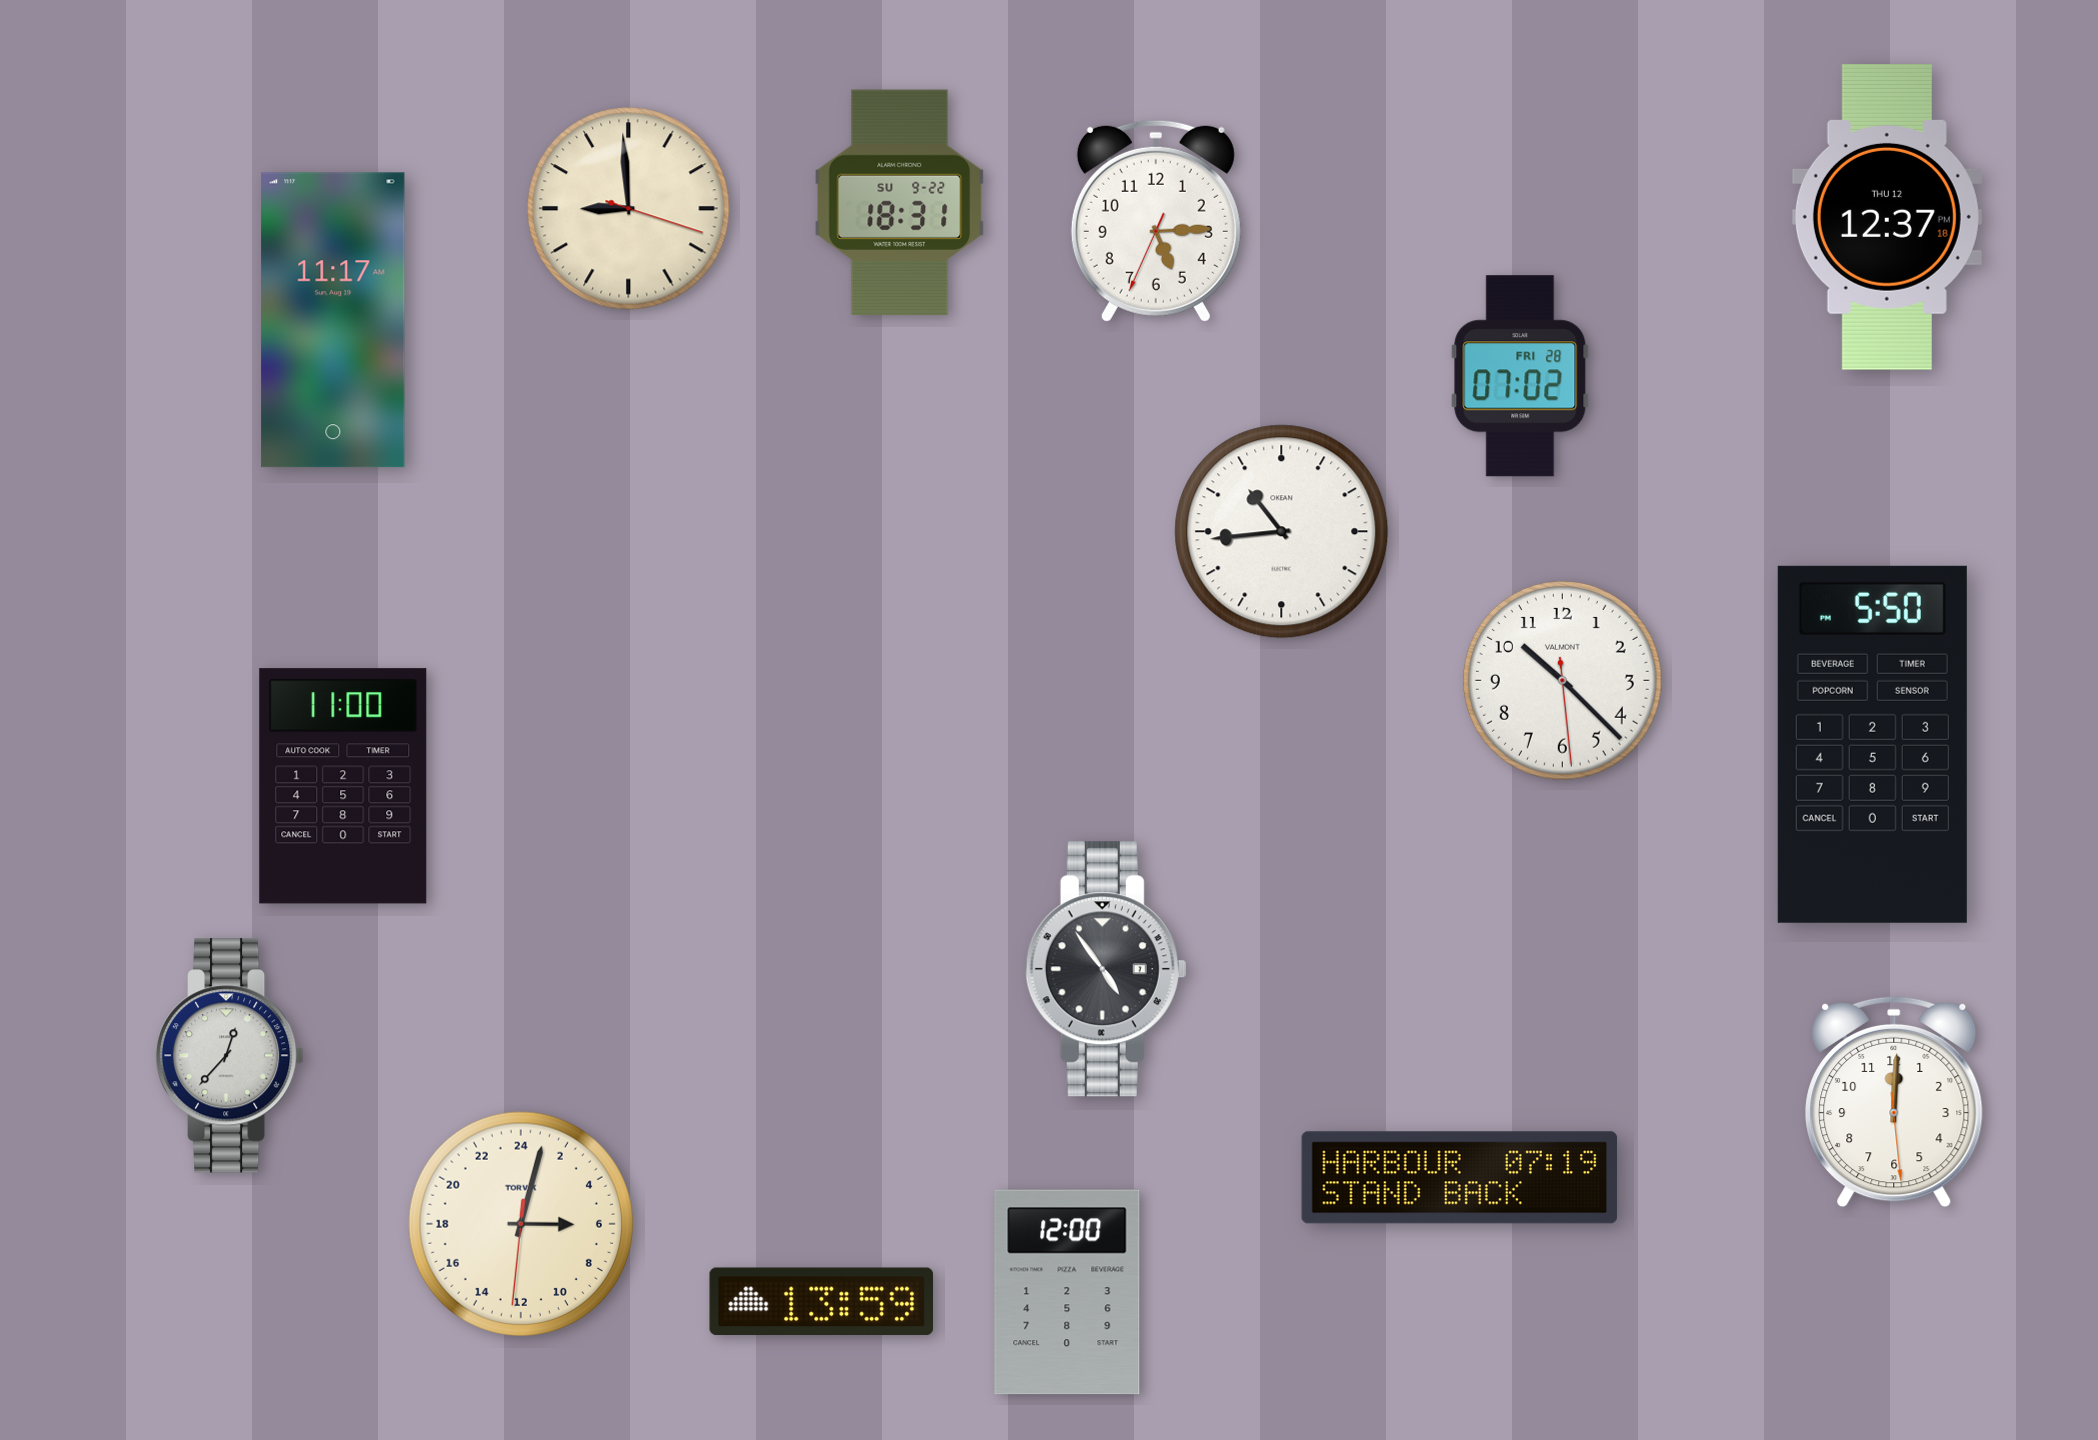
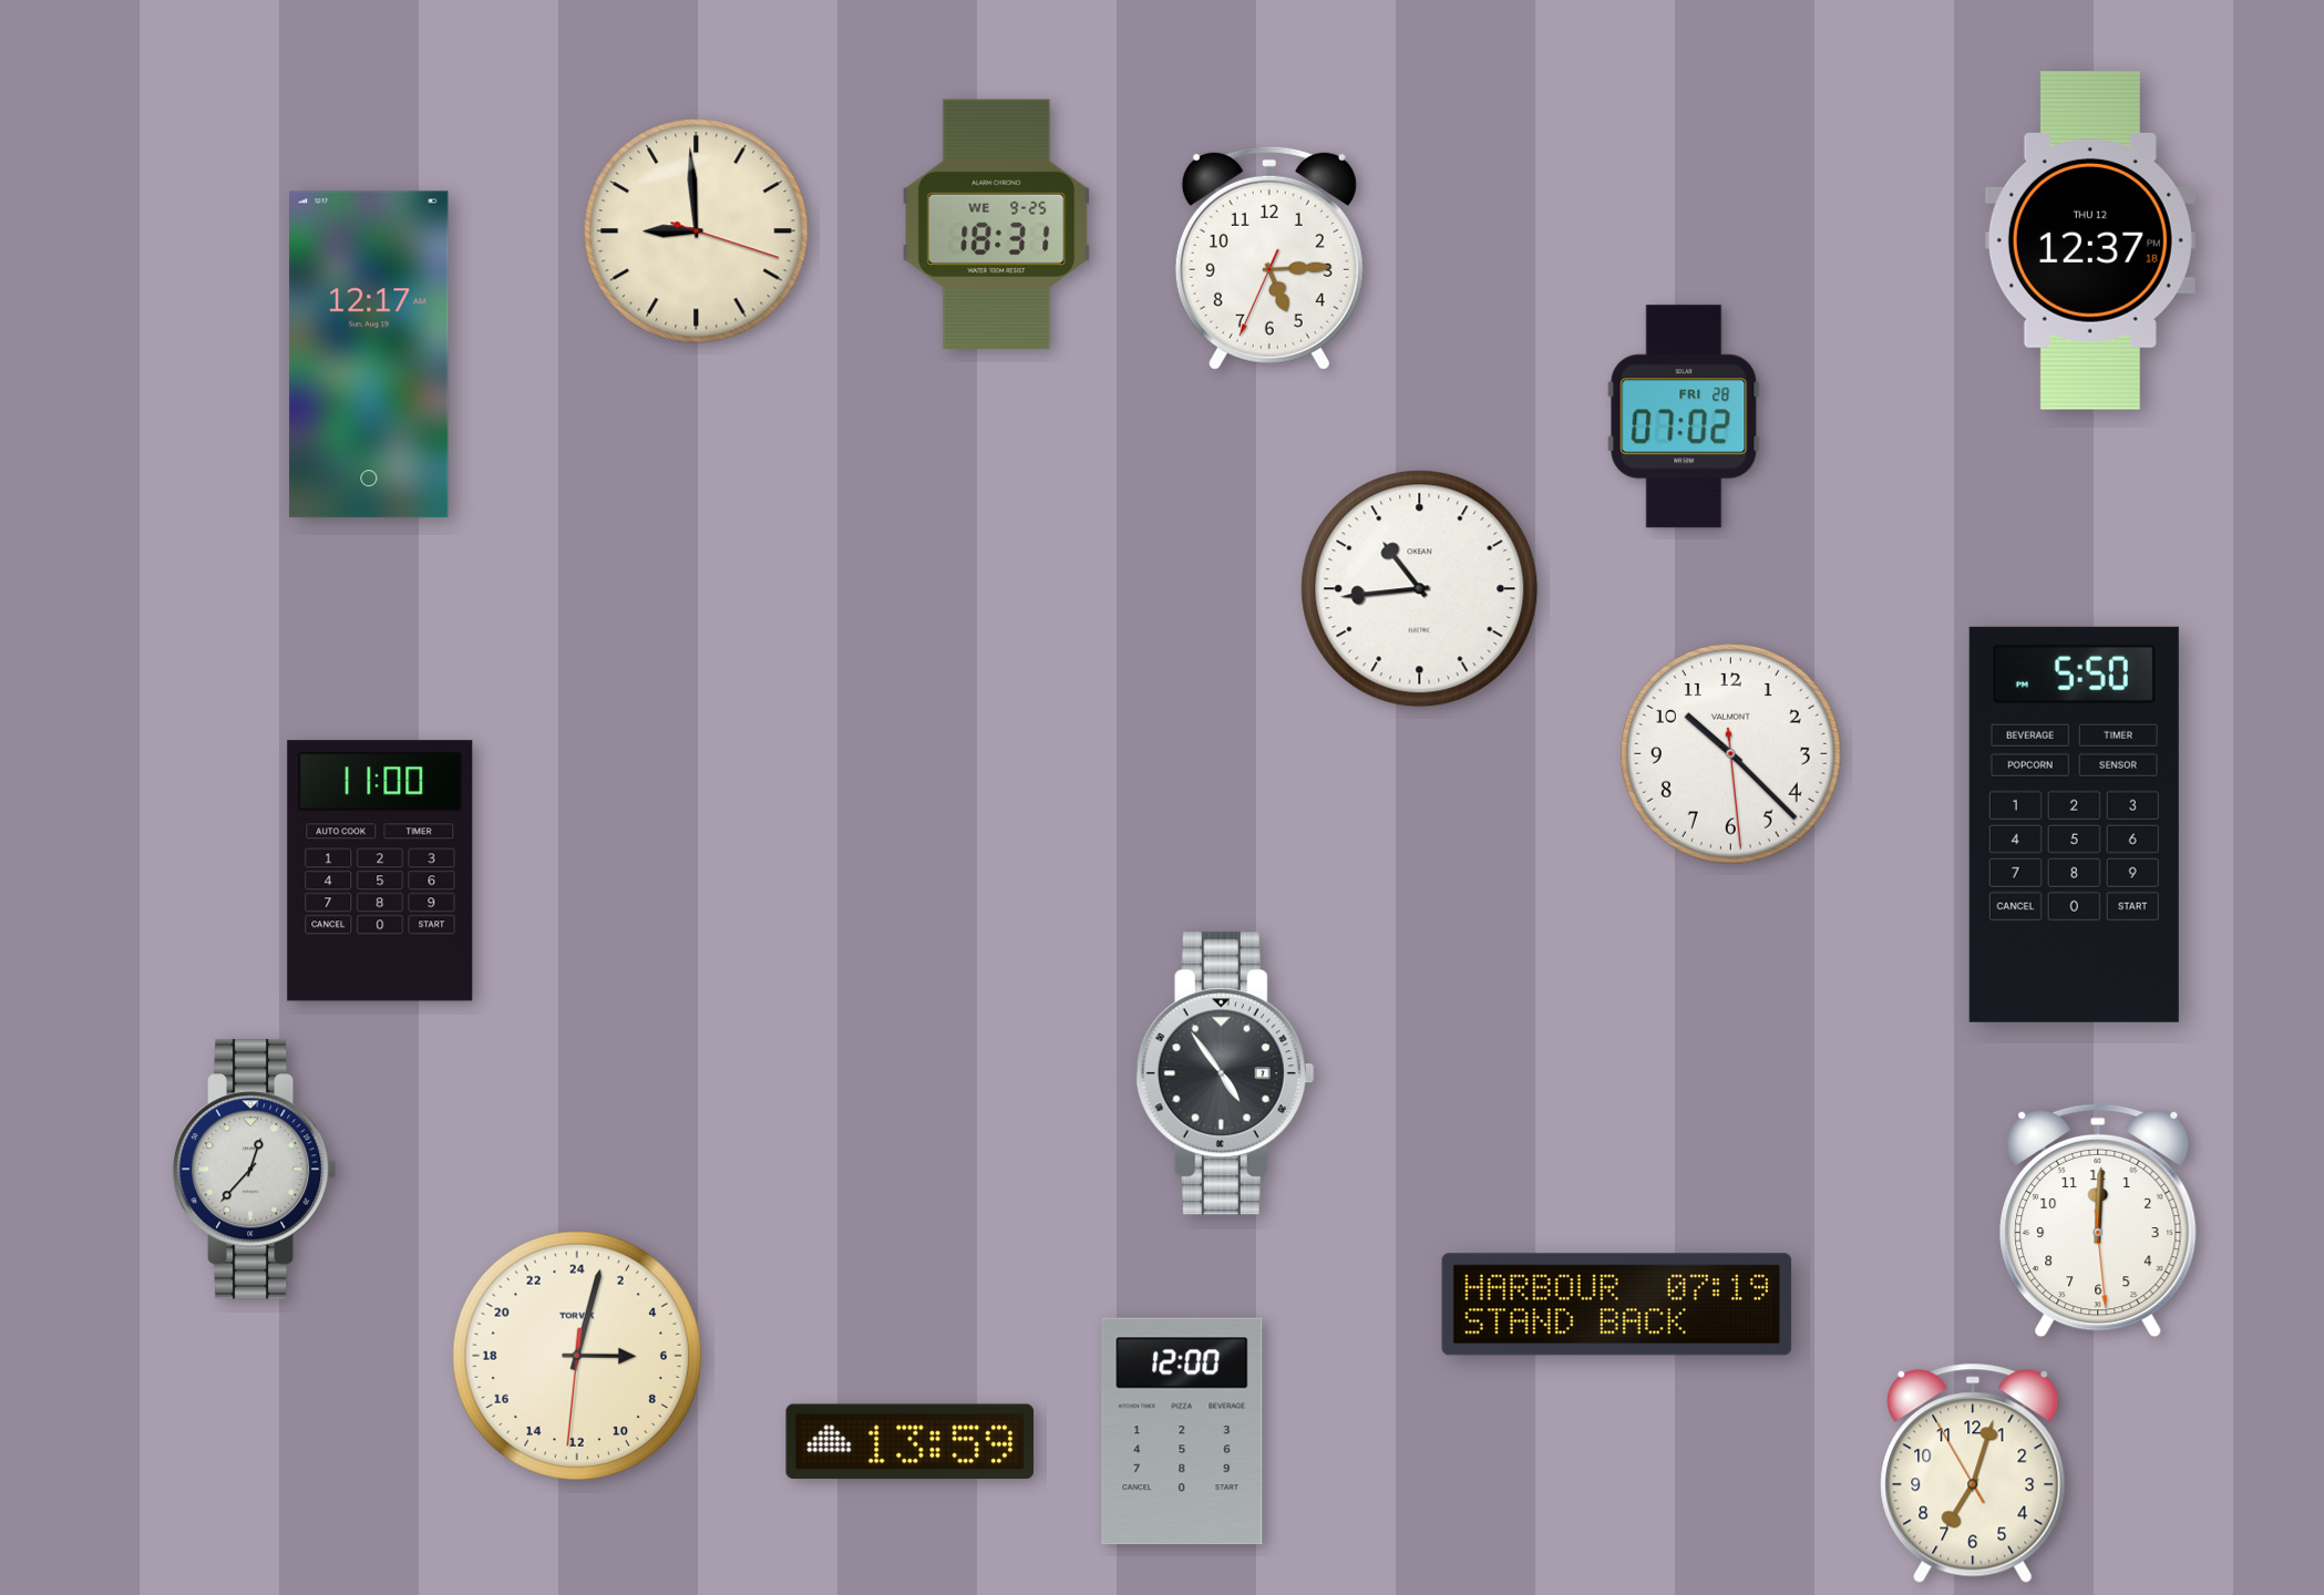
clock at (900, 202) date: SU 9-22 -> WE 9-25
clock at (1156, 221) position: (1156, 221) -> (1269, 258)
clock at (333, 320): 11:17 -> 12:17
clock at (1973, 1473): none -> 7:02
